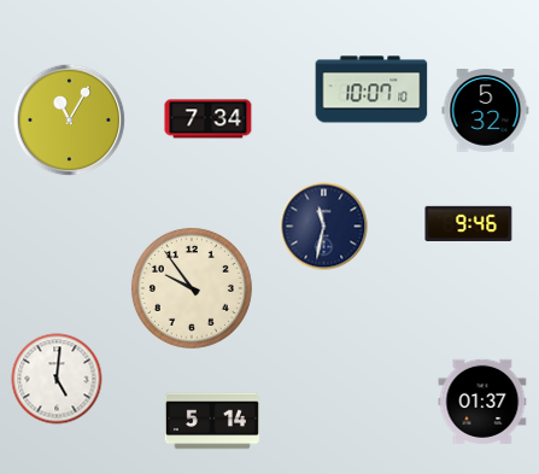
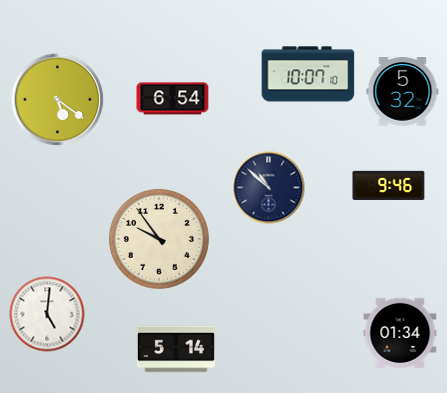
clock at (209, 119): 7:34 -> 6:54
clock at (70, 121): 11:05 -> 5:21
clock at (324, 227): 11:32 -> 10:52
clock at (482, 400): 01:37 -> 01:34
